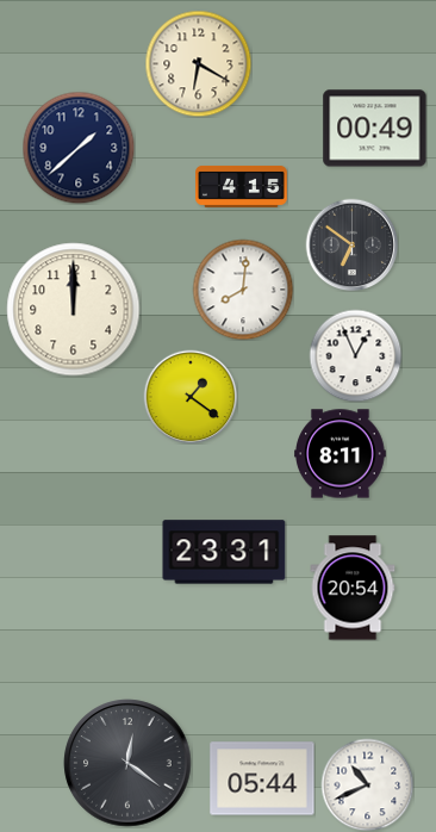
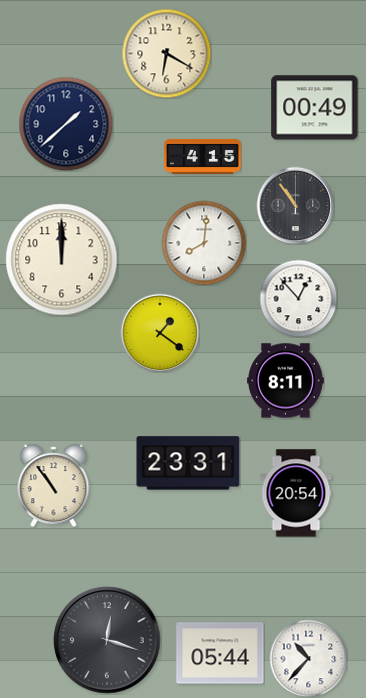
clock at (351, 244): 6:51 -> 10:54
clock at (355, 355): 12:56 -> 12:53
clock at (54, 486): none -> 10:54
clock at (127, 763): 12:21 -> 12:18
clock at (367, 784): 10:41 -> 10:37
